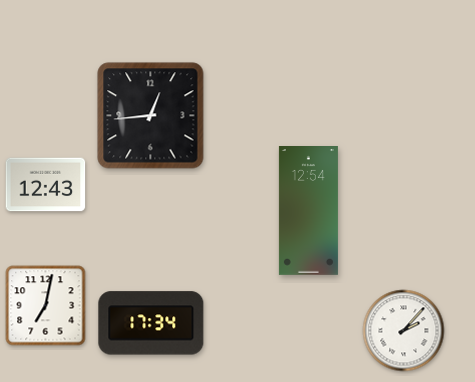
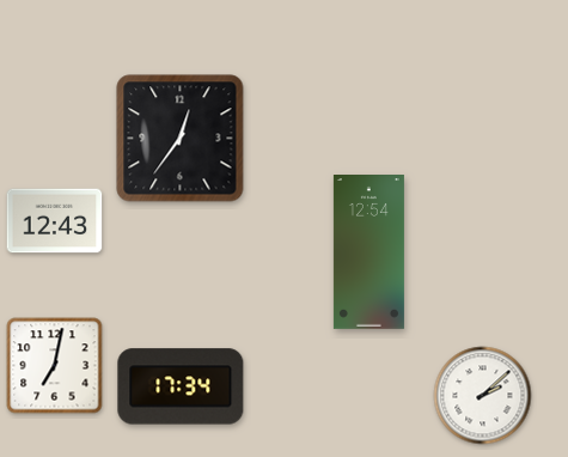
clock at (151, 116): 12:44 -> 12:36
clock at (404, 331): 2:07 -> 2:08
